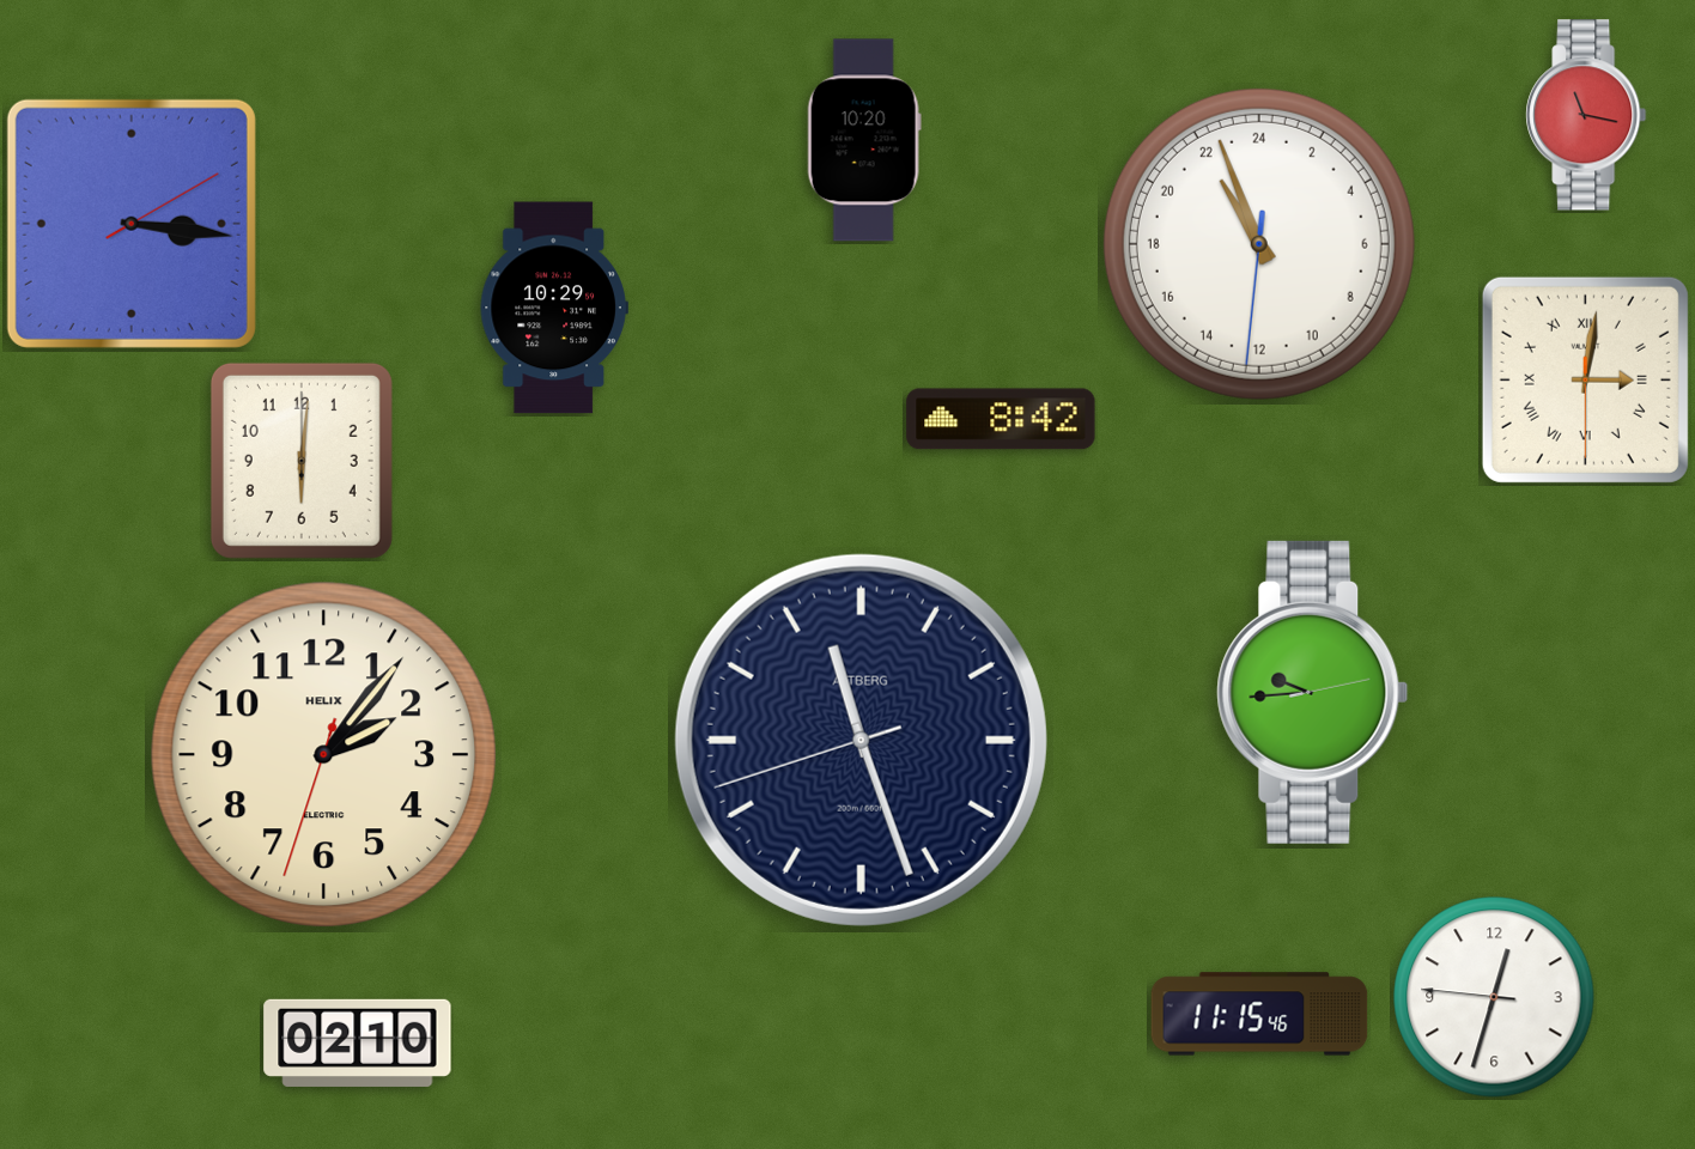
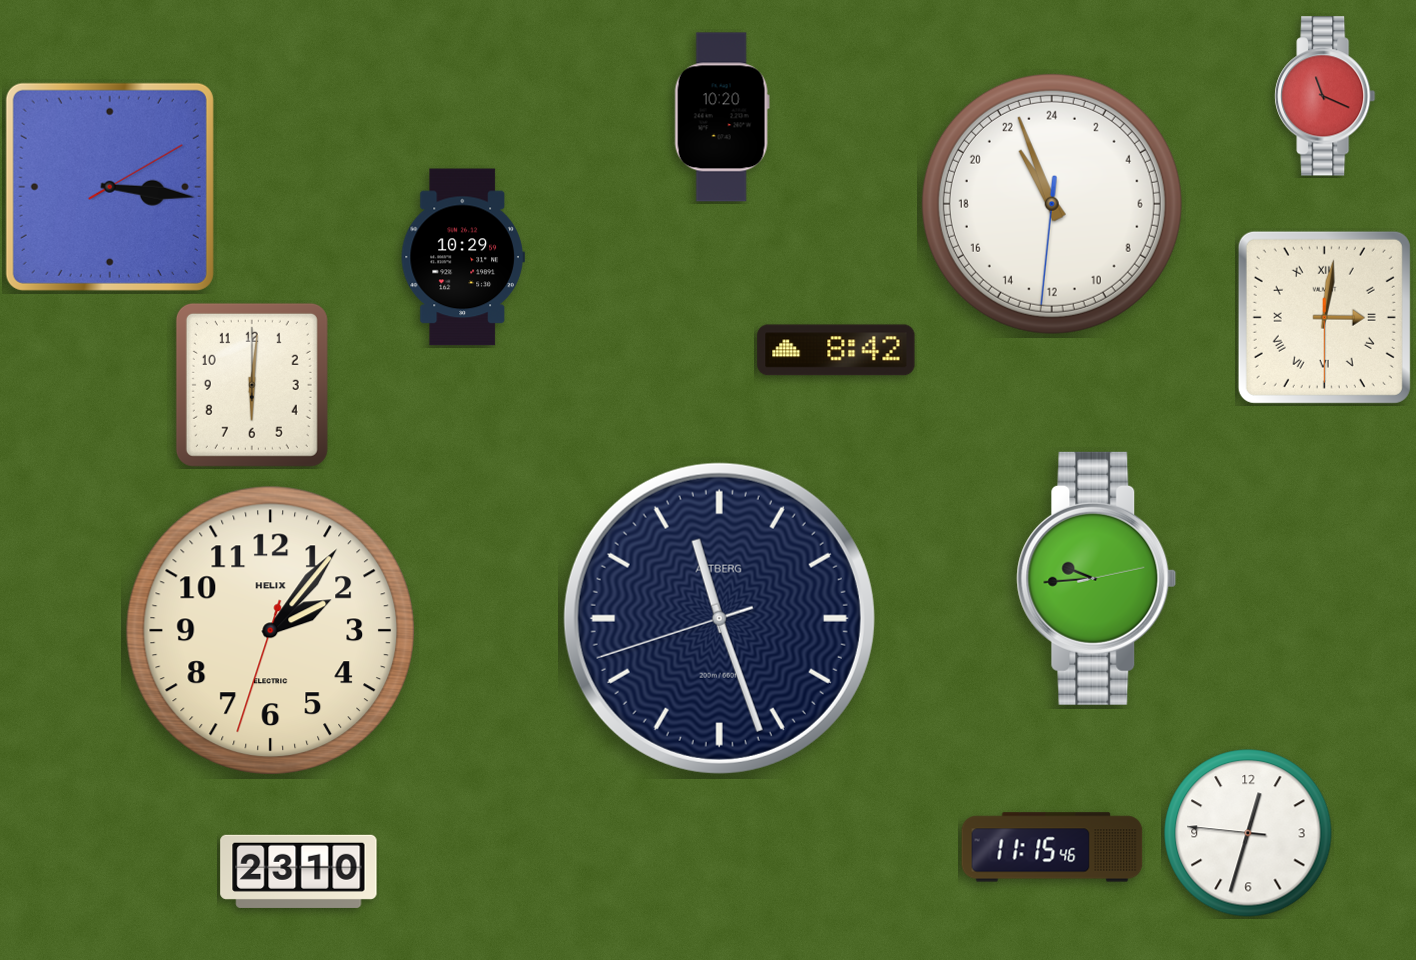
clock at (1586, 115): 11:17 -> 11:19
clock at (358, 1042): 02:10 -> 23:10
